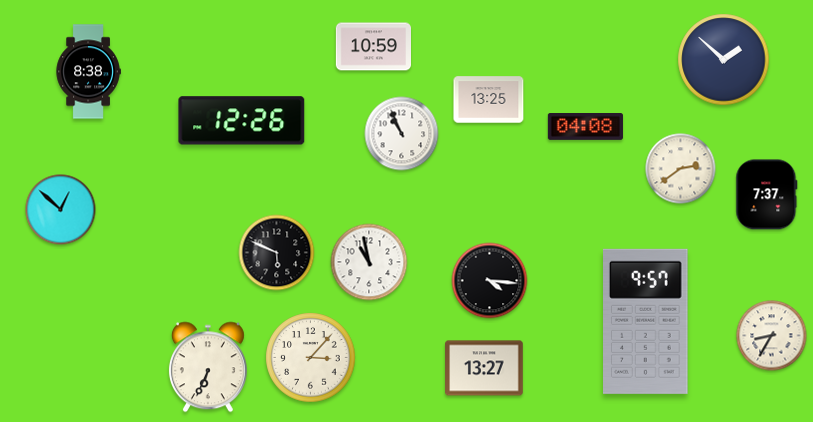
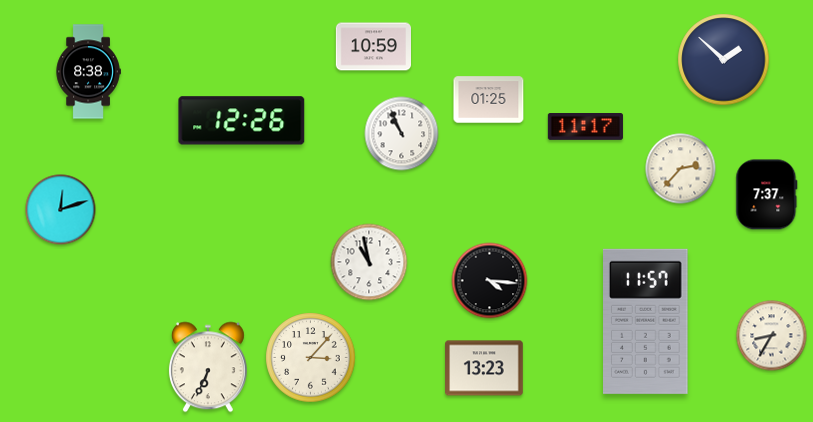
clock at (489, 100): 13:25 -> 01:25
clock at (585, 127): 04:08 -> 11:17
clock at (681, 169): 2:39 -> 2:37
clock at (61, 210): 12:52 -> 12:12
clock at (277, 253): 5:49 -> none
clock at (646, 321): 9:57 -> 11:57
clock at (484, 368): 13:27 -> 13:23
